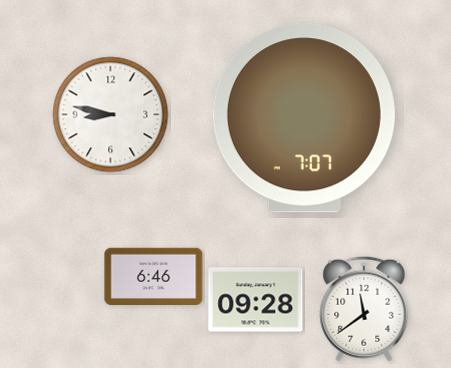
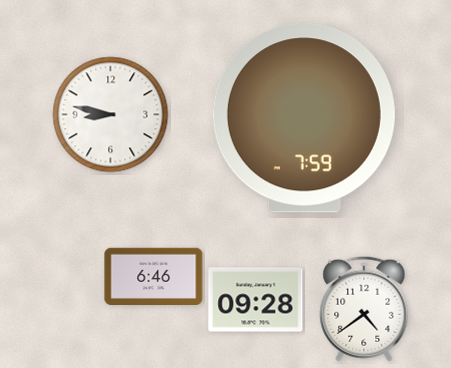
clock at (304, 118): 7:07 -> 7:59
clock at (364, 309): 11:39 -> 4:39
